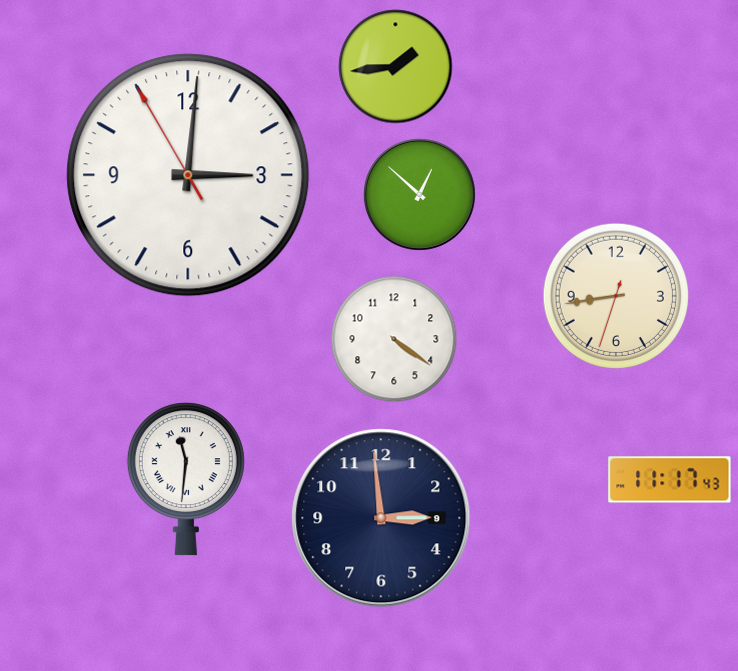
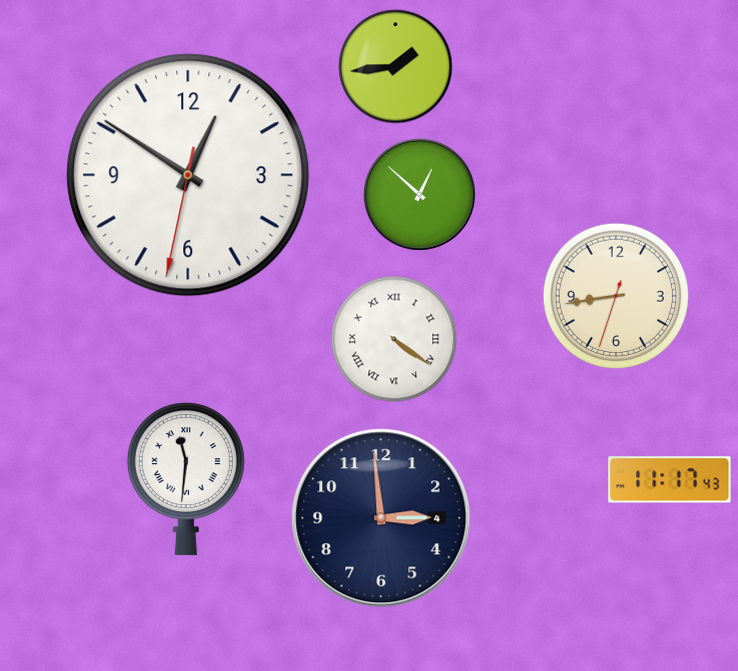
clock at (188, 175): 3:00 -> 12:50
clock at (394, 339) numerals: Arabic -> Roman
clock at (381, 518) date: 9 -> 4
